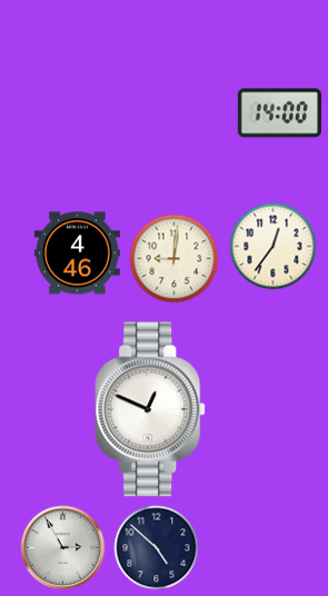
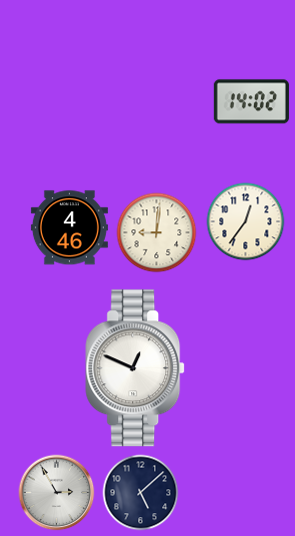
clock at (279, 113): 14:00 -> 14:02
clock at (157, 548): 4:52 -> 5:08
